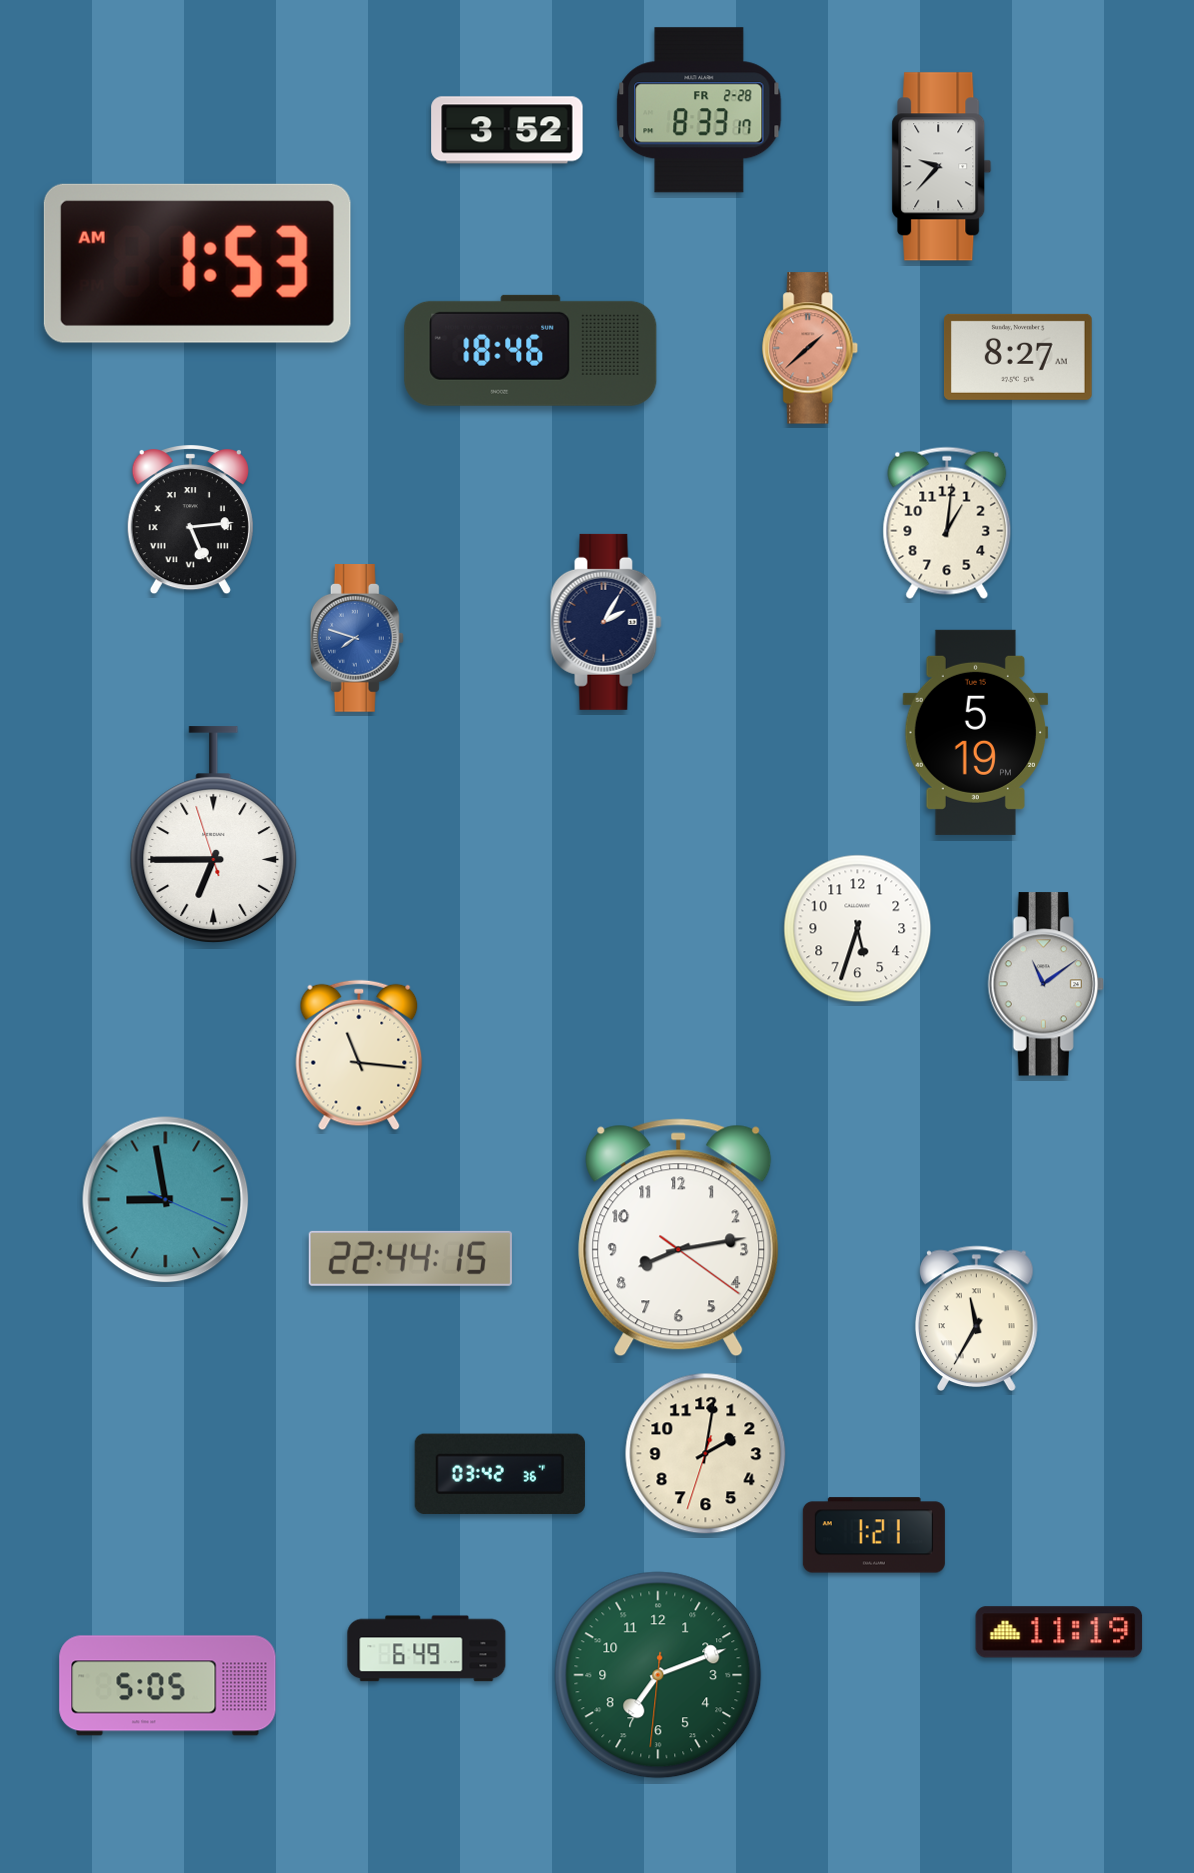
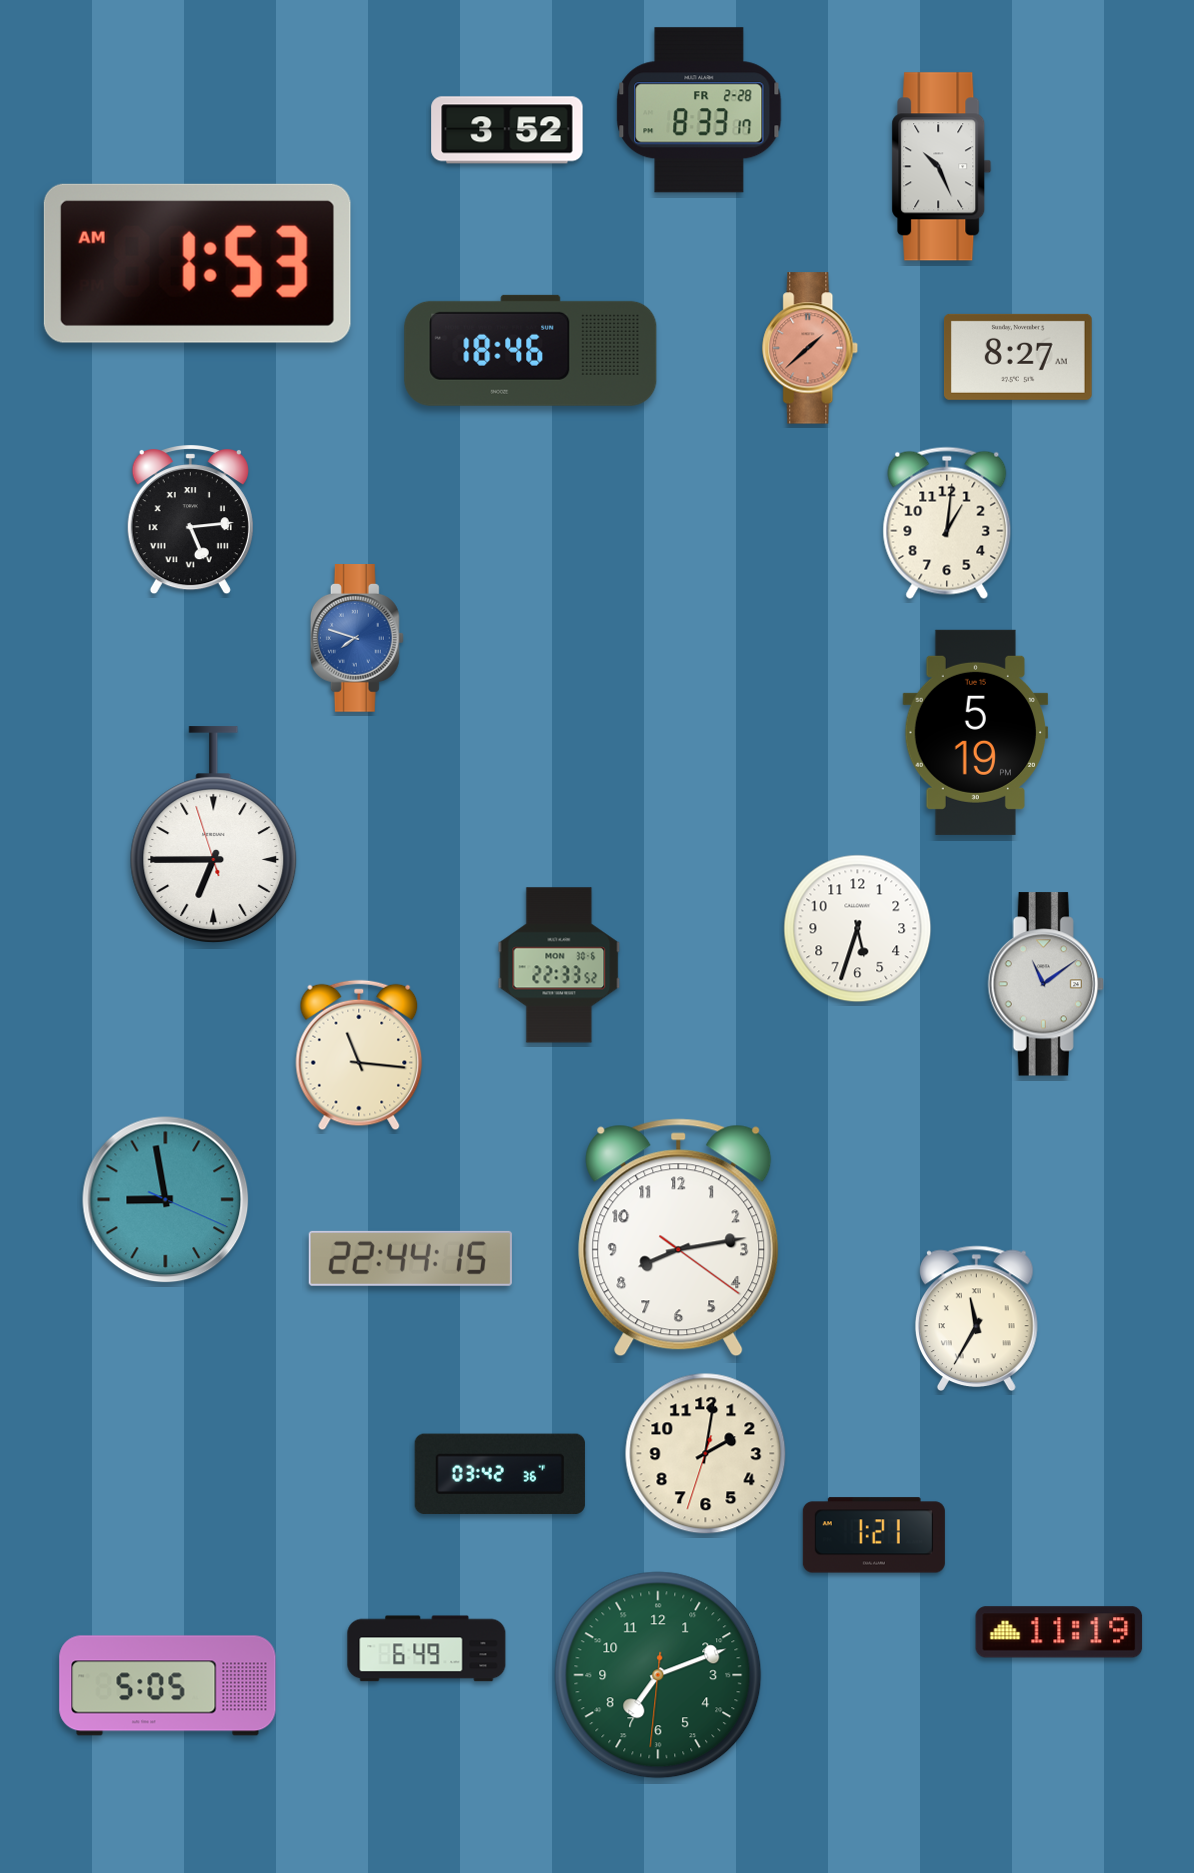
clock at (942, 167): 9:37 -> 10:26
clock at (606, 622): 2:05 -> none
clock at (559, 965): none -> 22:33
